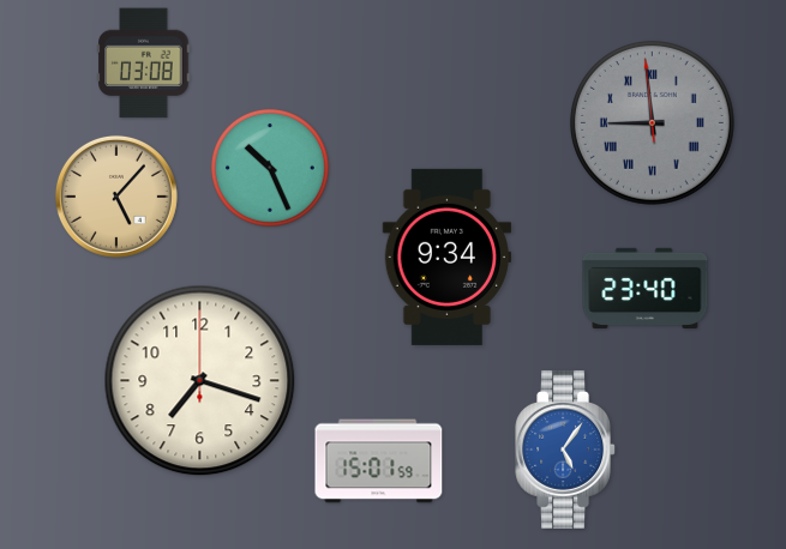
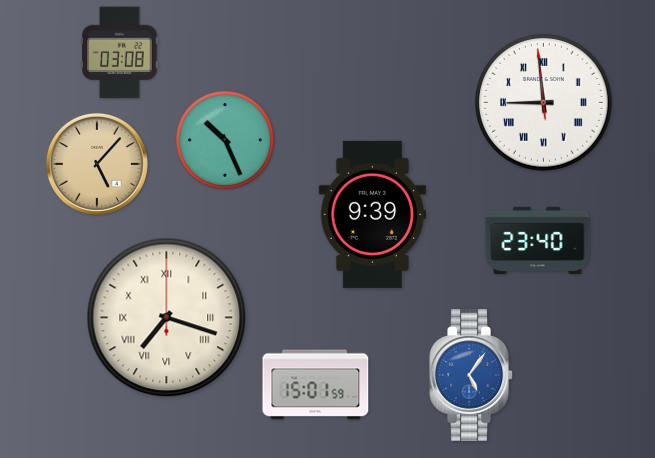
clock at (652, 122) dial: grey -> white
clock at (446, 257): 9:34 -> 9:39
clock at (200, 381) numerals: Arabic -> Roman
